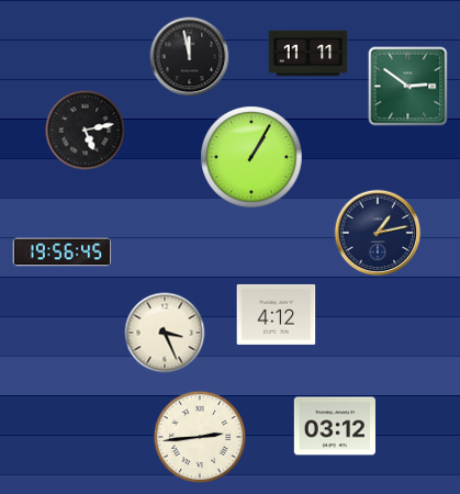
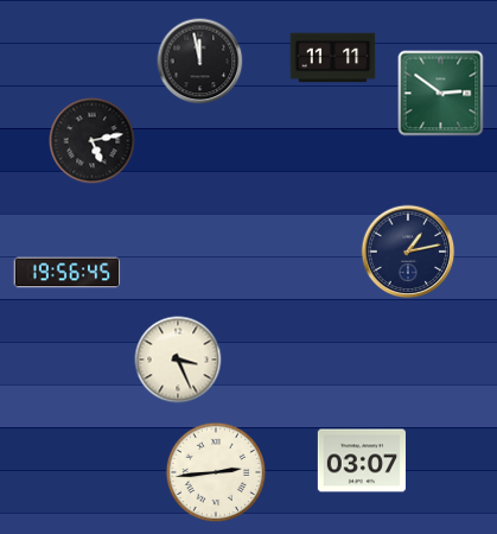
clock at (190, 57) position: (190, 57) -> (200, 62)
clock at (251, 157): 1:05 -> none
clock at (277, 314): 4:12 -> none
clock at (335, 426): 03:12 -> 03:07
